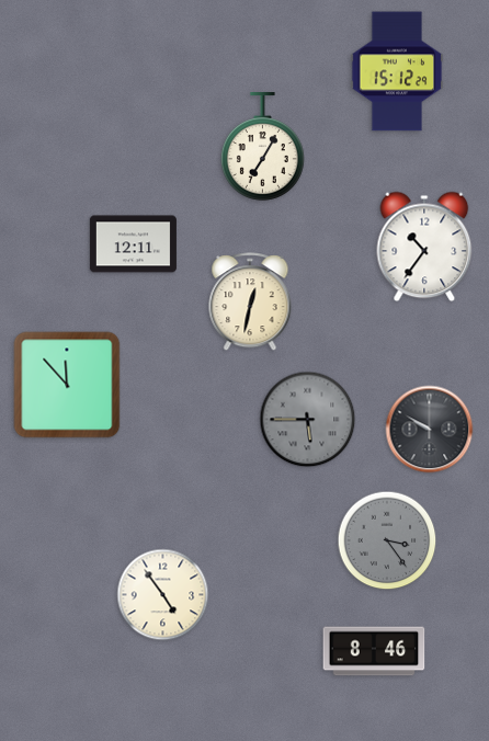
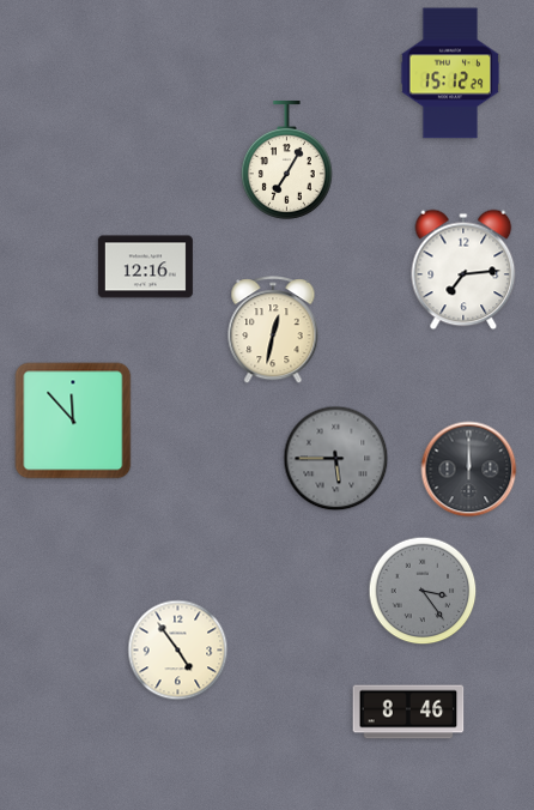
clock at (397, 71) position: (397, 71) -> (450, 73)
clock at (133, 244): 12:11 -> 12:16
clock at (424, 247): 10:36 -> 7:14
clock at (430, 430): 9:50 -> 12:00
